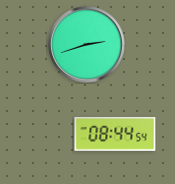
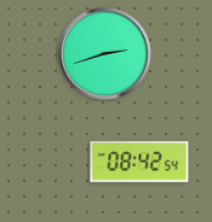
clock at (115, 134): 08:44 -> 08:42
